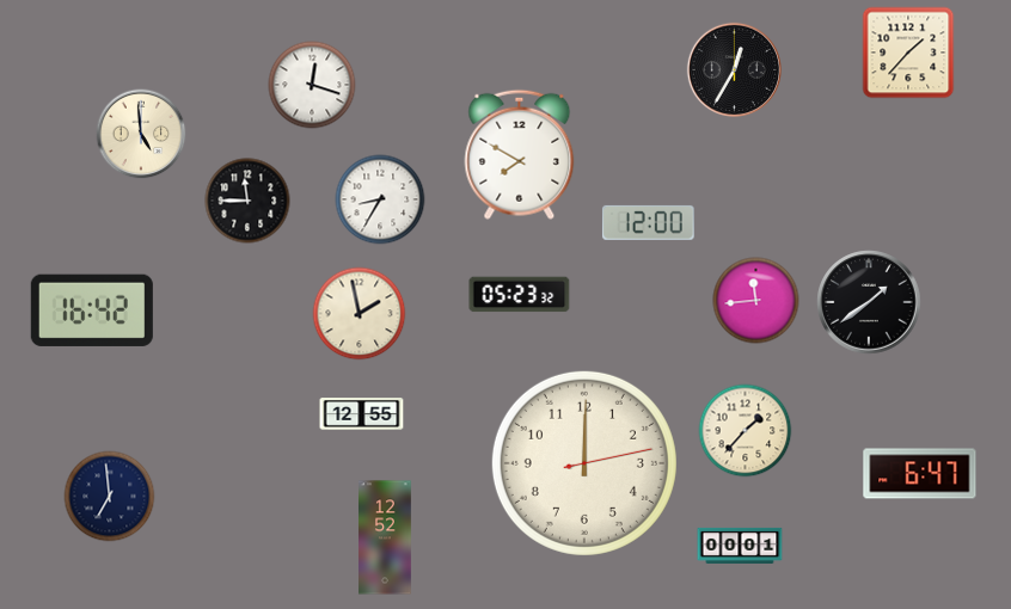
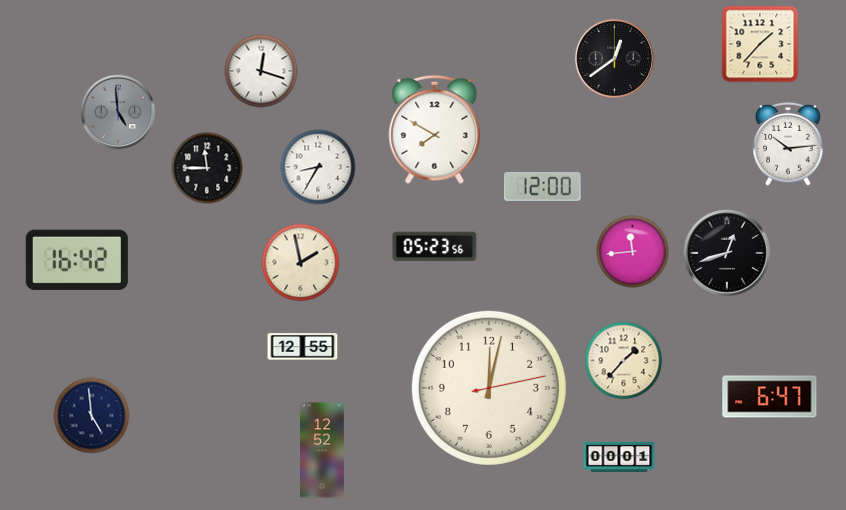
clock at (734, 69): 12:35 -> 12:39
clock at (141, 134) dial: cream -> grey
clock at (788, 145): none -> 10:14
clock at (520, 295): 05:23:32 -> 05:23:56
clock at (869, 302): 1:39 -> 12:42
clock at (584, 463): 12:00 -> 12:02
clock at (110, 497): 6:59 -> 4:59
